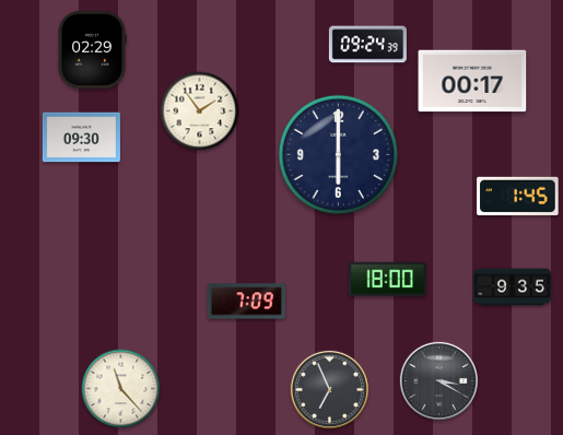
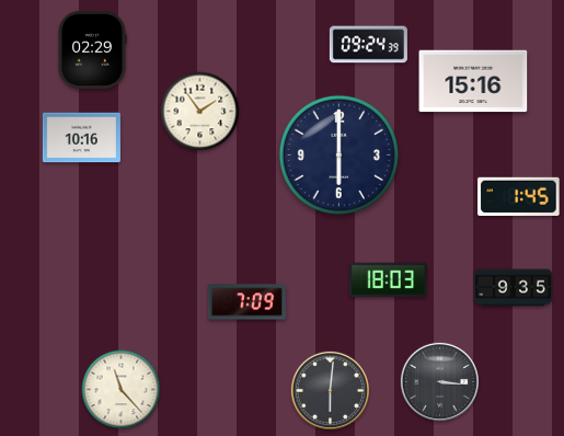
clock at (472, 81): 00:17 -> 15:16
clock at (81, 138): 09:30 -> 10:16
clock at (387, 280): 18:00 -> 18:03
clock at (438, 380): 3:20 -> 3:16
clock at (329, 389): 6:56 -> 6:01
